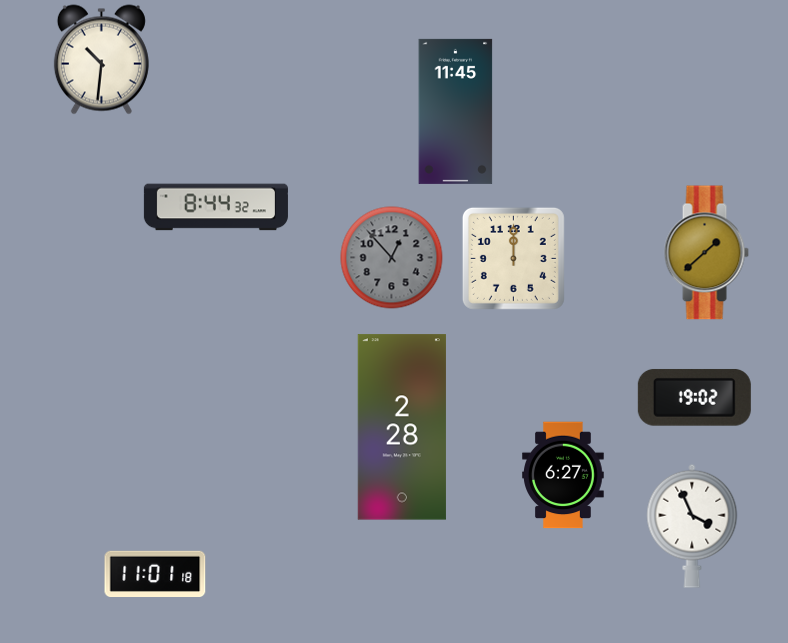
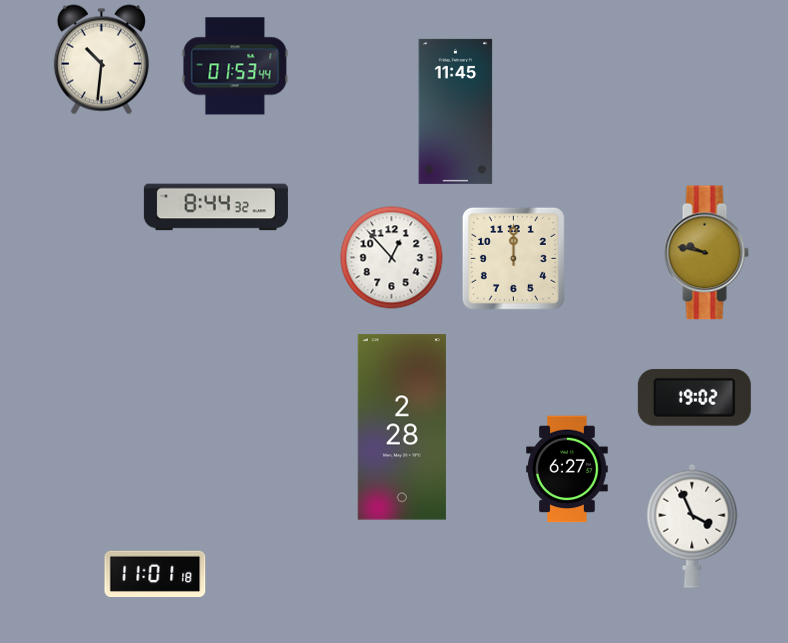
clock at (235, 66): none -> 01:53
clock at (706, 253): 1:38 -> 9:47
clock at (392, 258) dial: grey -> white
clock at (563, 475) position: (563, 475) -> (567, 469)
